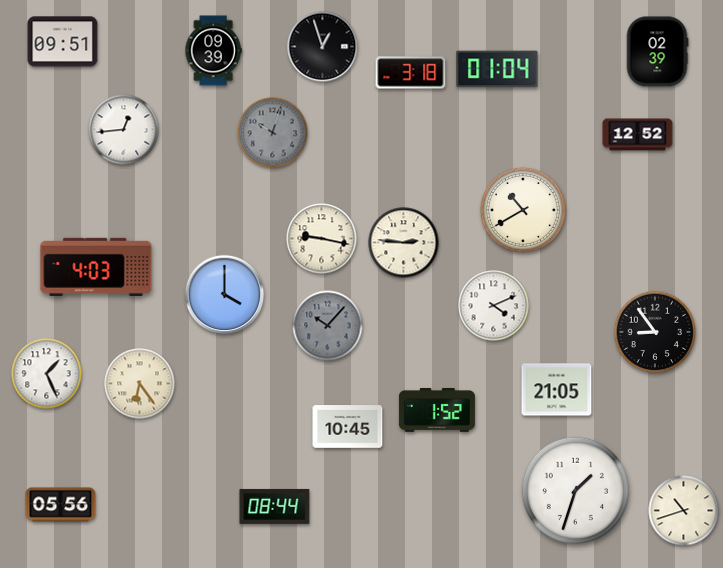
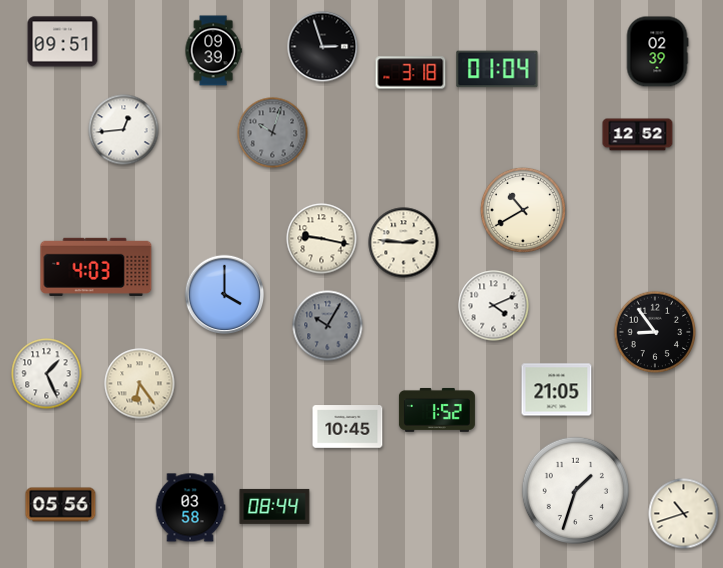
clock at (323, 47): 12:57 -> 2:57
clock at (328, 326): 10:07 -> 10:05
clock at (190, 508): none -> 03:58
clock at (684, 511) position: (684, 511) -> (684, 514)
